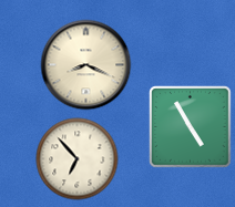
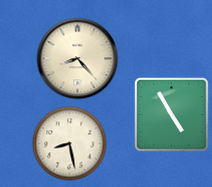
clock at (86, 65): 8:19 -> 8:23
clock at (78, 159): 6:53 -> 8:28
